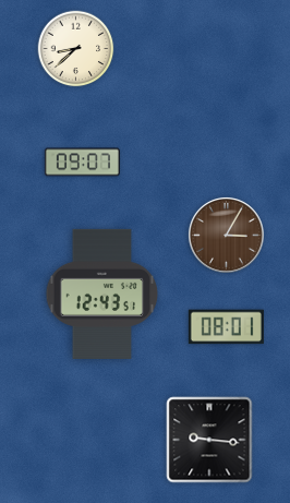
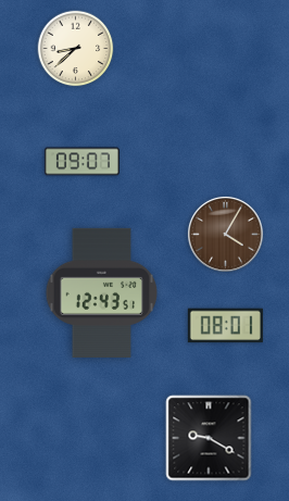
clock at (227, 236): 3:05 -> 4:05
clock at (209, 440): 9:16 -> 9:20
